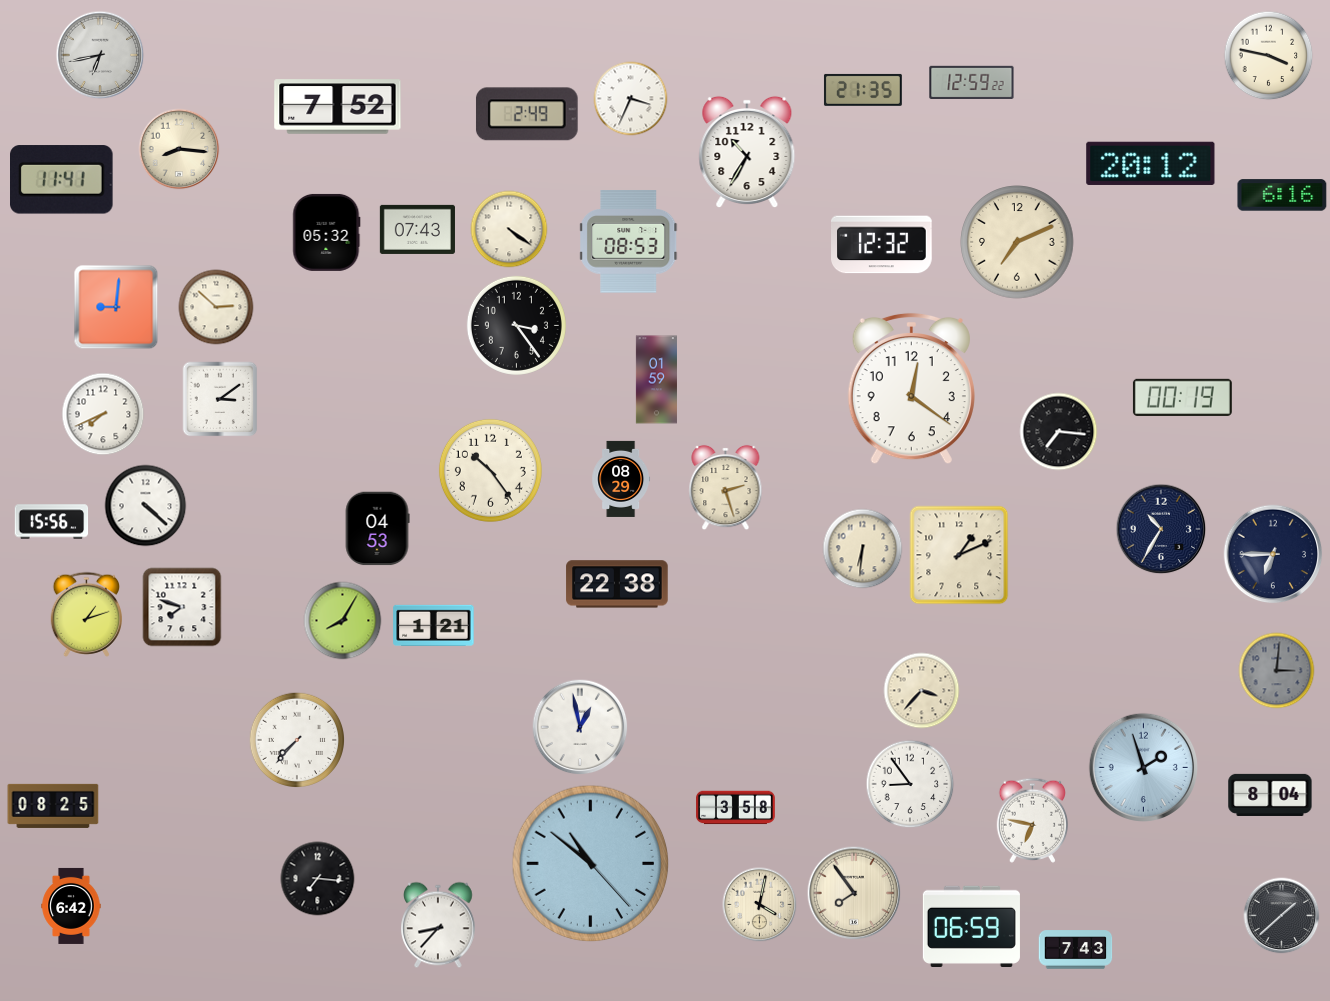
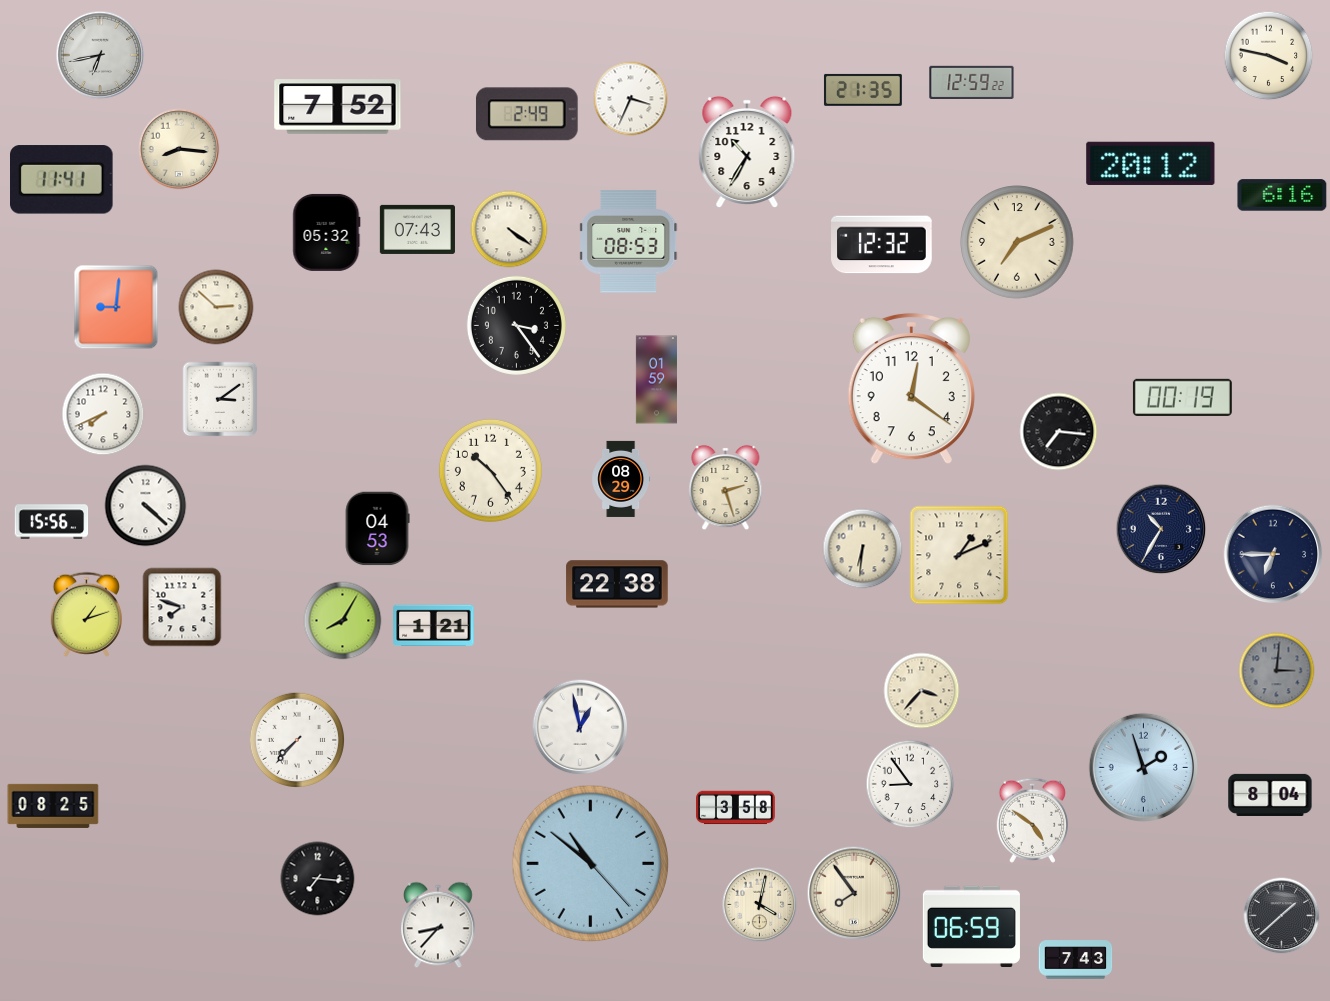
clock at (1032, 820): 6:47 -> 4:51
clock at (71, 906): 6:42 -> none
clock at (1076, 950) position: (1076, 950) -> (1076, 960)
